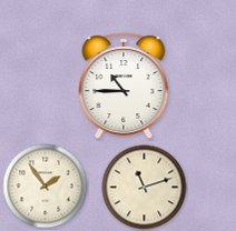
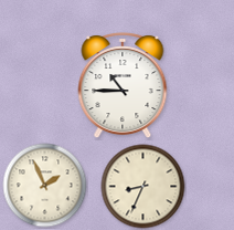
clock at (46, 187): 1:54 -> 1:56
clock at (145, 188): 11:12 -> 8:34
